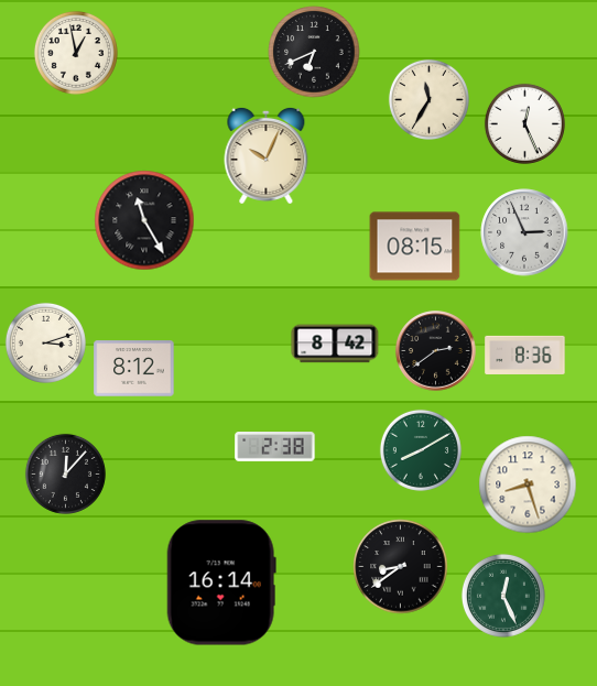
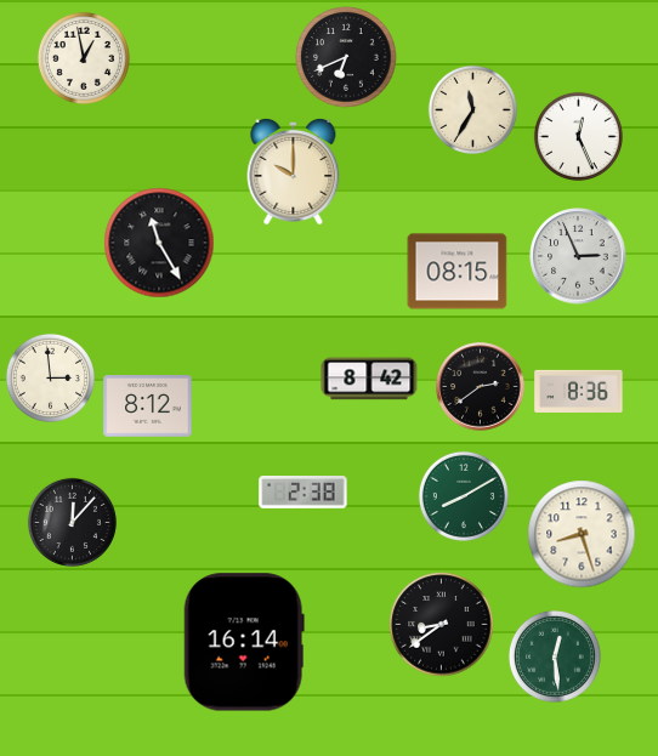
clock at (267, 155): 10:04 -> 10:00
clock at (45, 342): 3:12 -> 2:59
clock at (503, 596): 12:26 -> 12:29
